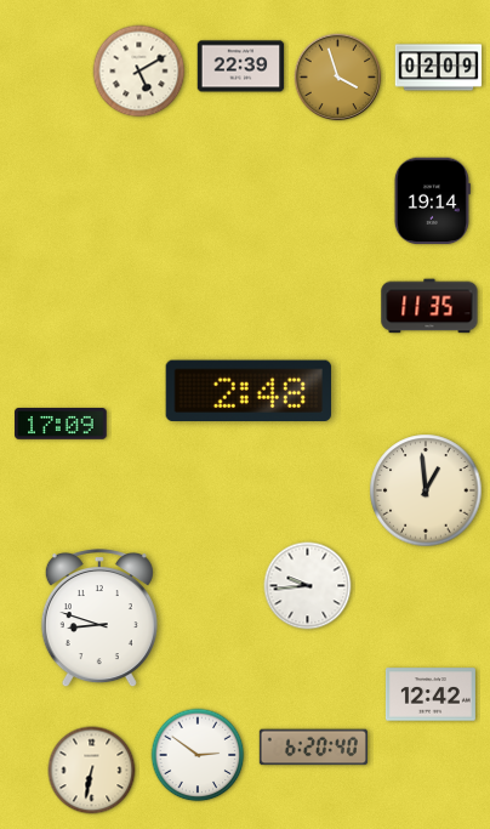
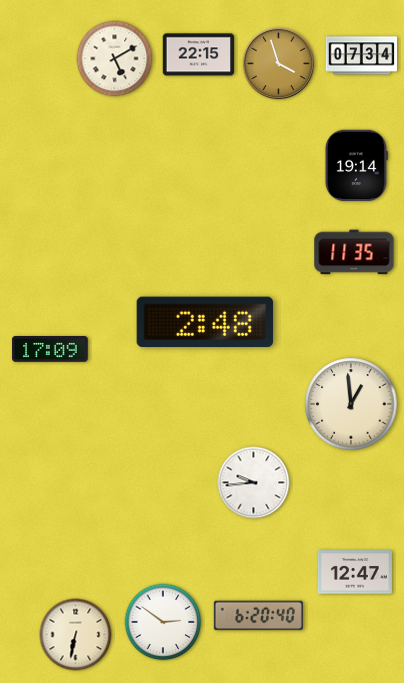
clock at (241, 67): 22:39 -> 22:15
clock at (439, 68): 02:09 -> 07:34
clock at (99, 619): 8:48 -> none
clock at (431, 694): 12:42 -> 12:47
